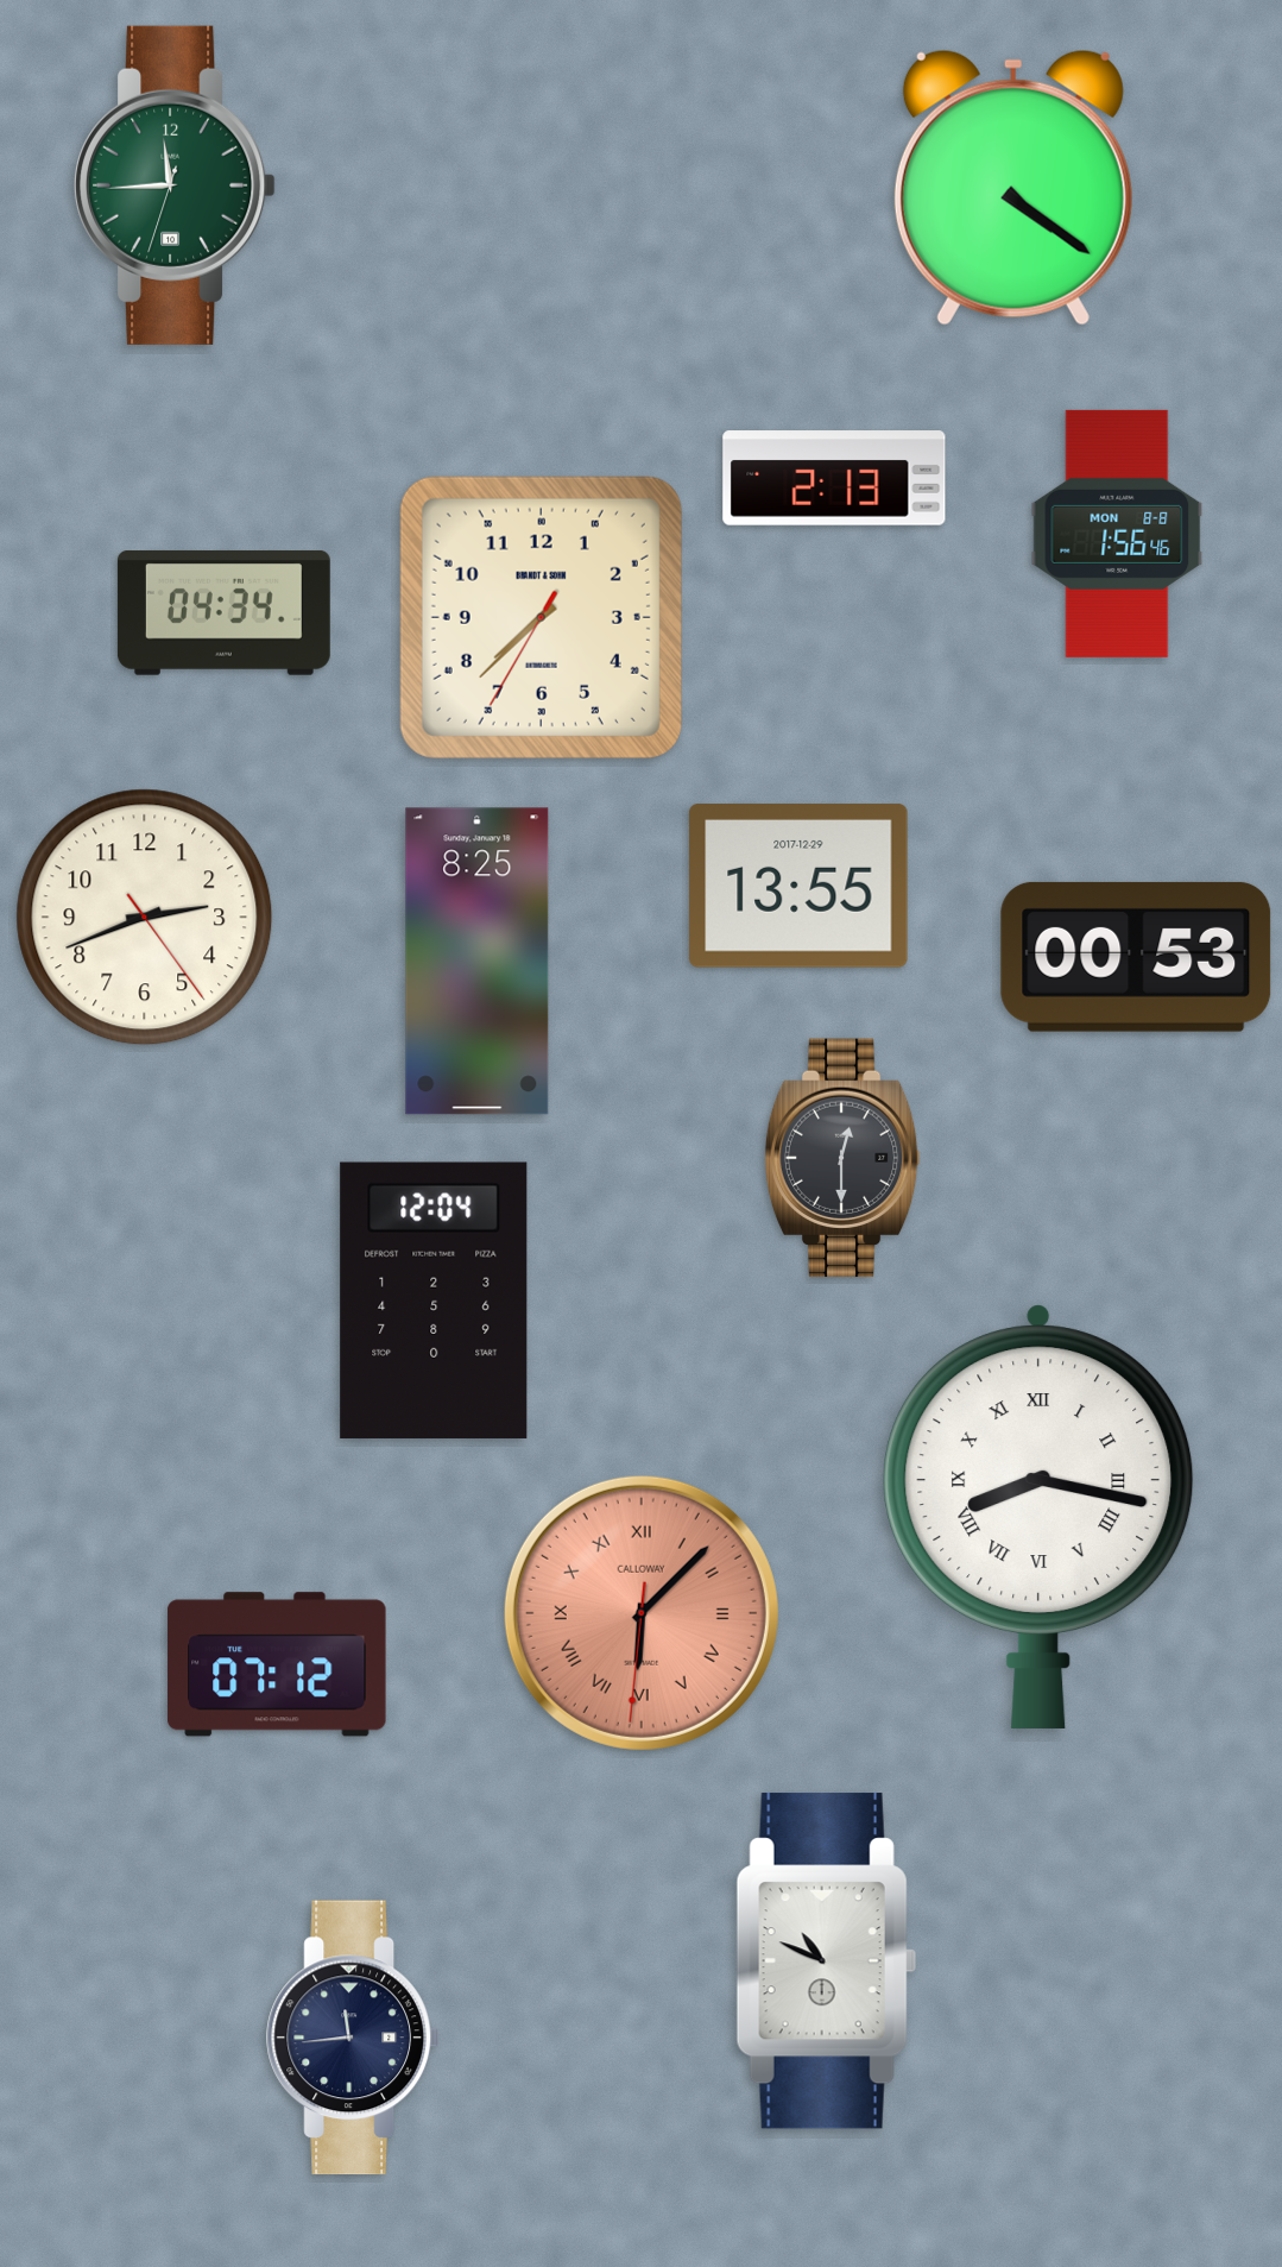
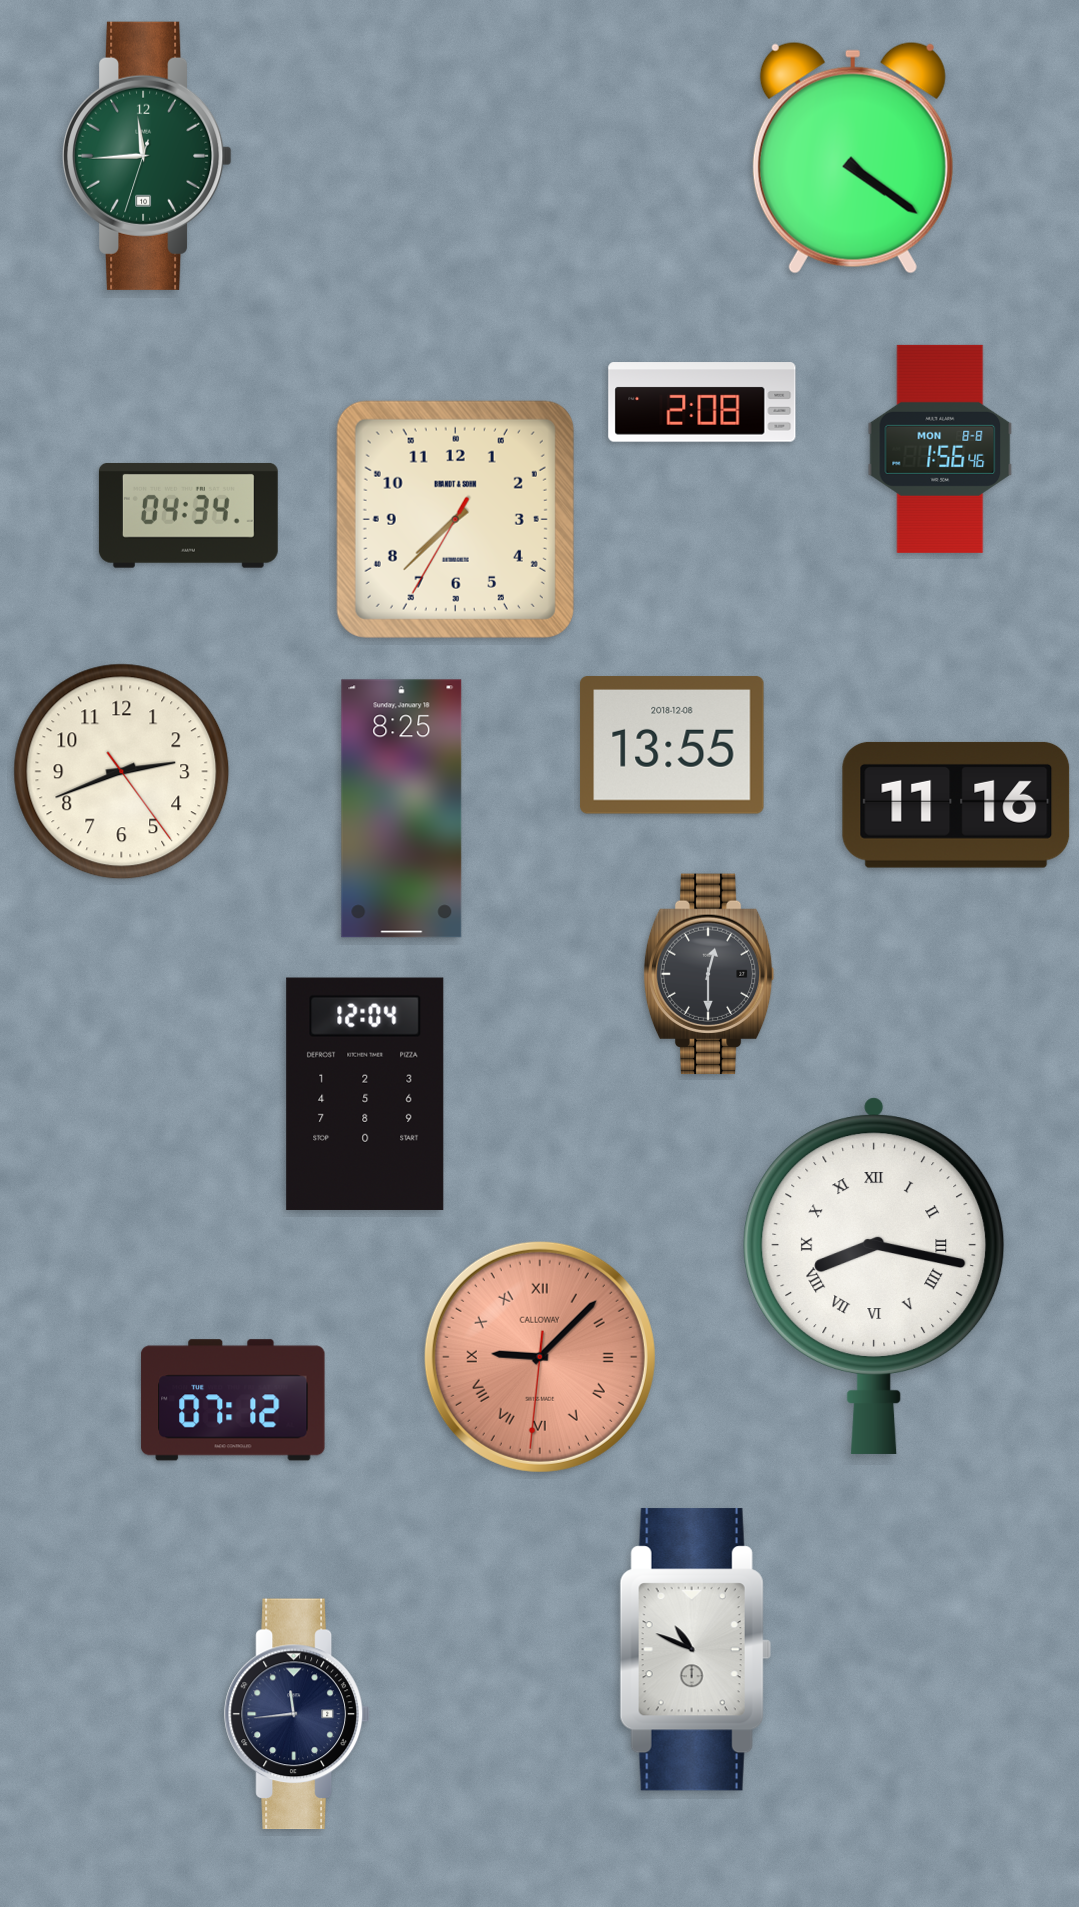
clock at (834, 478): 2:13 -> 2:08
clock at (798, 886) date: 2017-12-29 -> 2018-12-08
clock at (1136, 957): 00:53 -> 11:16
clock at (642, 1613): 6:07 -> 9:07
